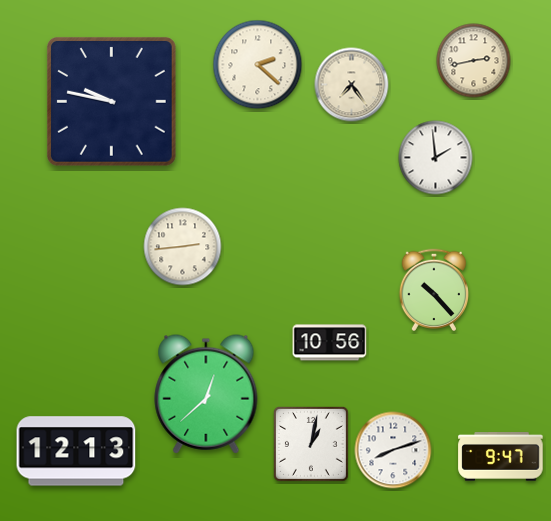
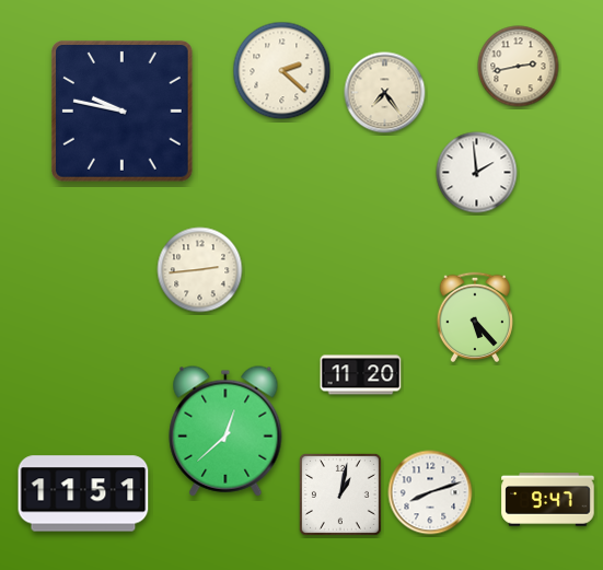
clock at (433, 290): 10:23 -> 5:23
clock at (330, 343): 10:56 -> 11:20
clock at (311, 444) position: (311, 444) -> (340, 495)
clock at (76, 451): 12:13 -> 11:51
